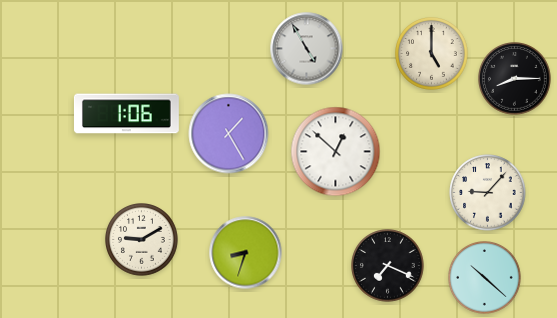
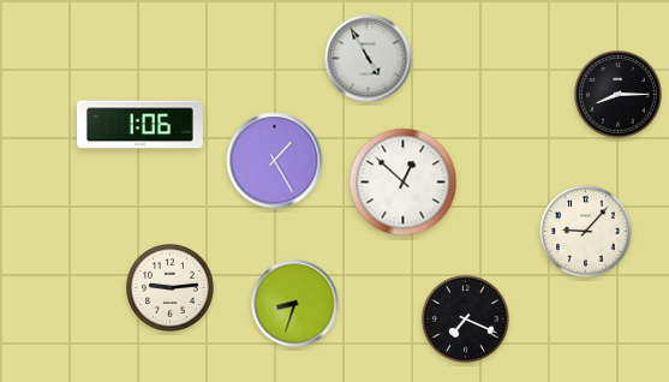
clock at (432, 54): 5:00 -> none
clock at (126, 114) position: (126, 114) -> (139, 125)
clock at (142, 240): 9:10 -> 9:14
clock at (485, 278): 10:22 -> none
